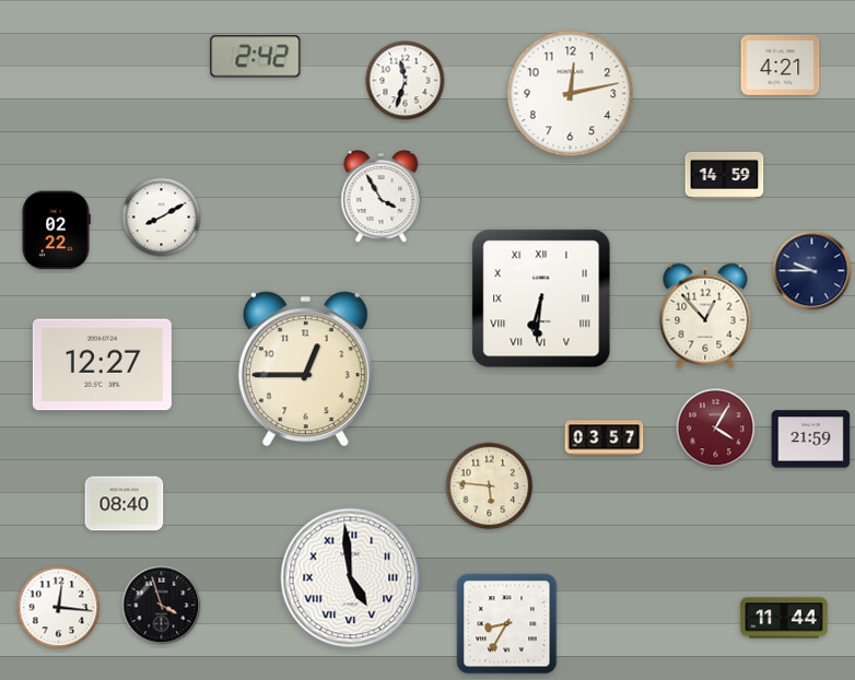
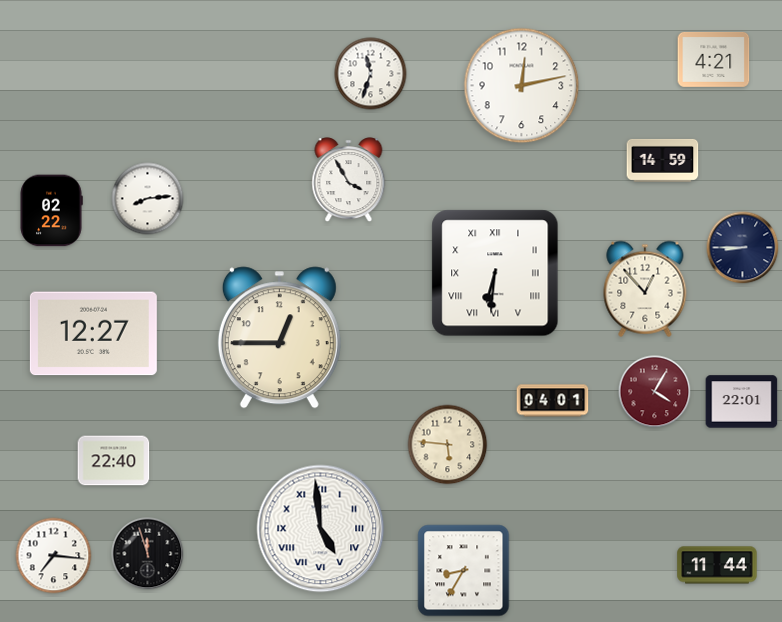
clock at (256, 57): 2:42 -> none
clock at (162, 218): 8:10 -> 8:14
clock at (812, 271): 9:45 -> 8:45
clock at (605, 438): 03:57 -> 04:01
clock at (811, 439): 21:59 -> 22:01
clock at (125, 504): 08:40 -> 22:40
clock at (162, 606): 3:57 -> 11:57
clock at (59, 608): 12:16 -> 7:16
